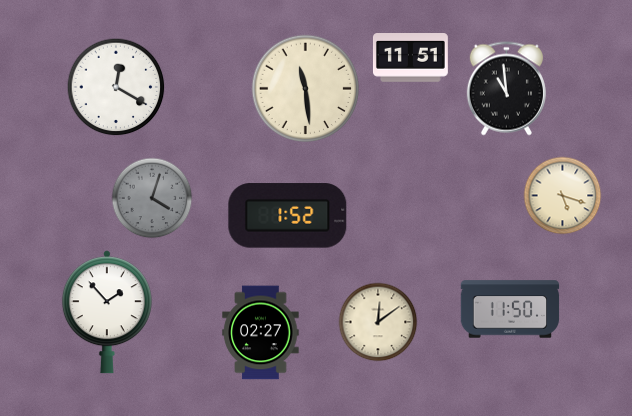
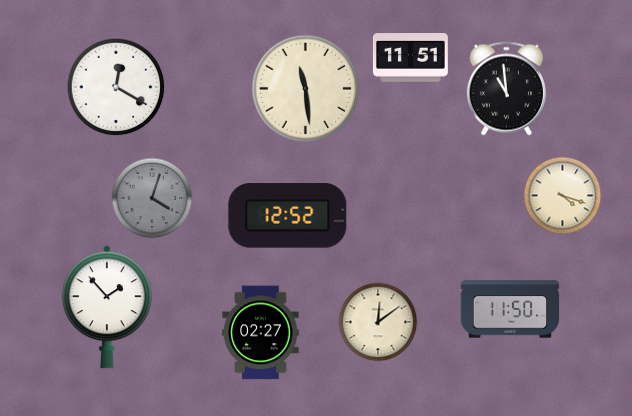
clock at (563, 196): 5:18 -> 4:18
clock at (288, 216): 1:52 -> 12:52
clock at (107, 312) position: (107, 312) -> (107, 307)
